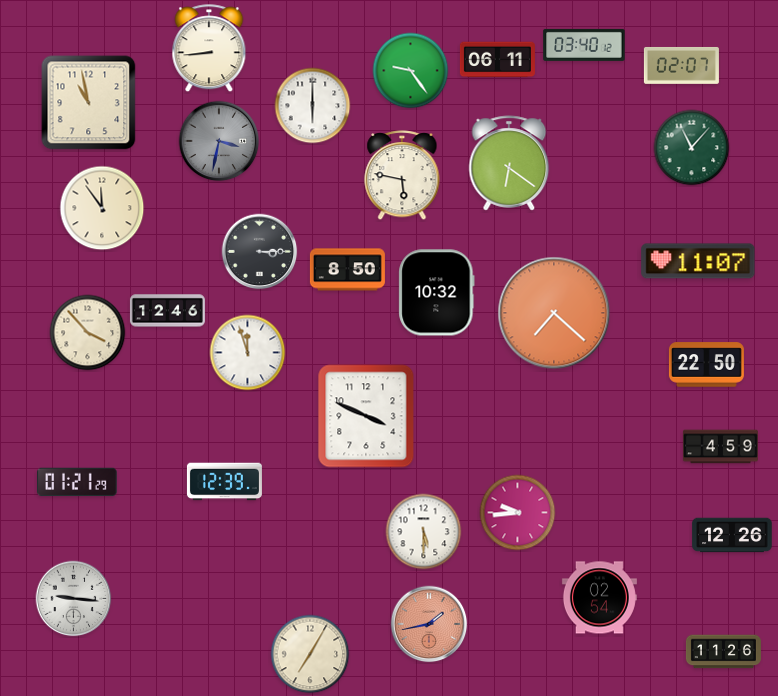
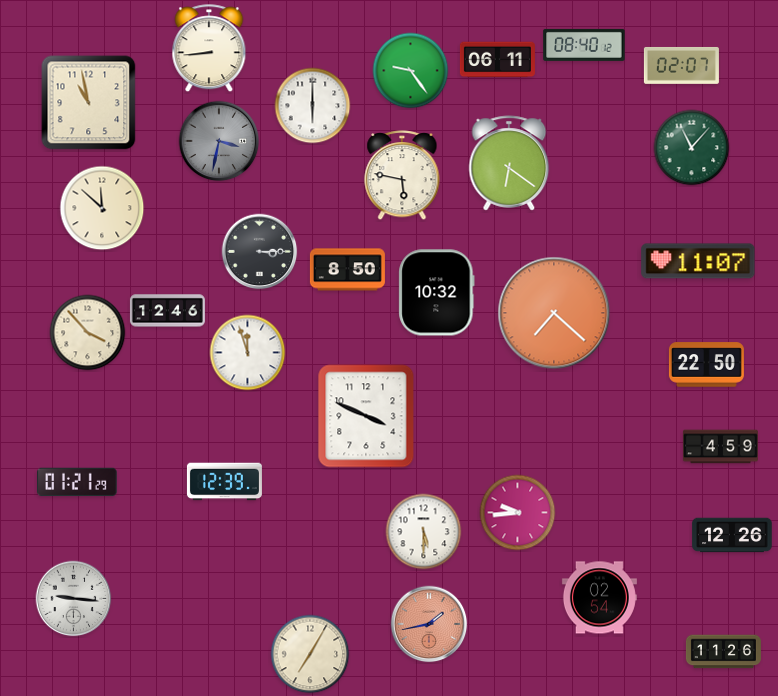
clock at (584, 45): 03:40 -> 08:40
clock at (102, 208): 11:54 -> 11:52
